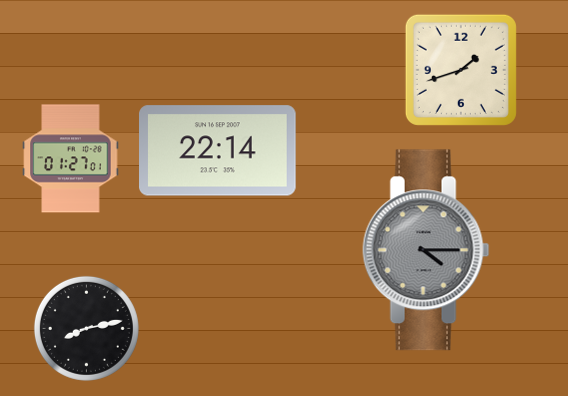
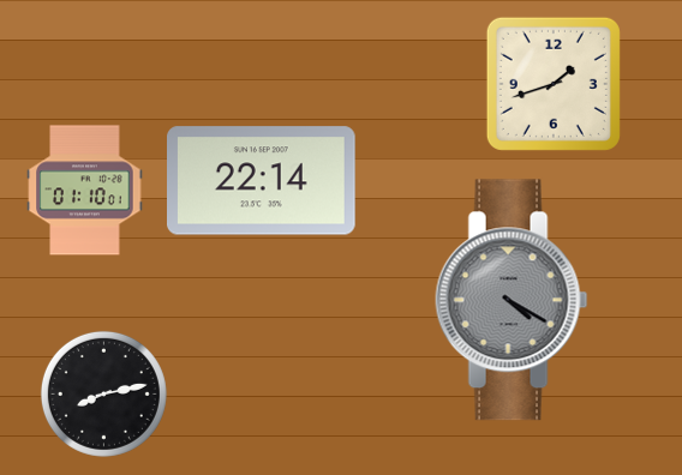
clock at (71, 159): 01:27 -> 01:10
clock at (426, 250): 4:15 -> 4:20
